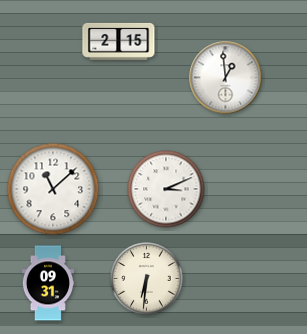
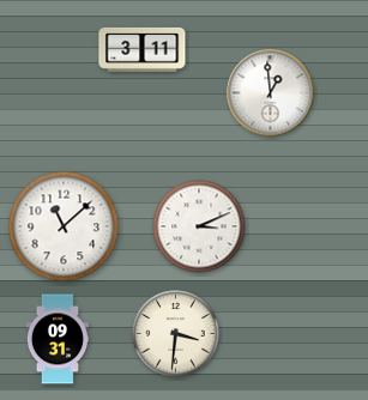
clock at (119, 41): 2:15 -> 3:11
clock at (147, 279): 6:31 -> 3:31
